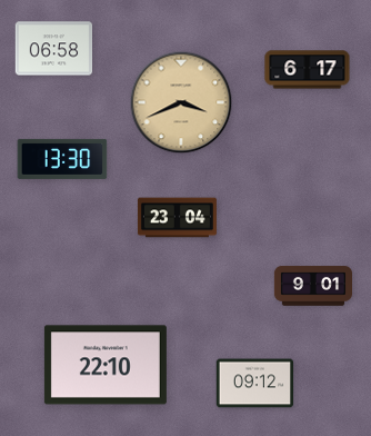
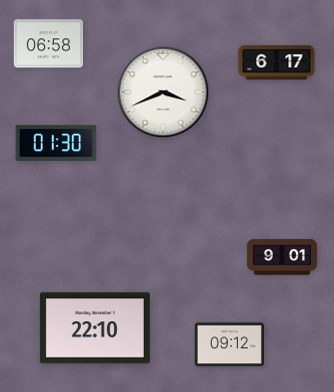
clock at (181, 102) dial: champagne -> white
clock at (62, 159): 13:30 -> 01:30
clock at (177, 218): 23:04 -> none
